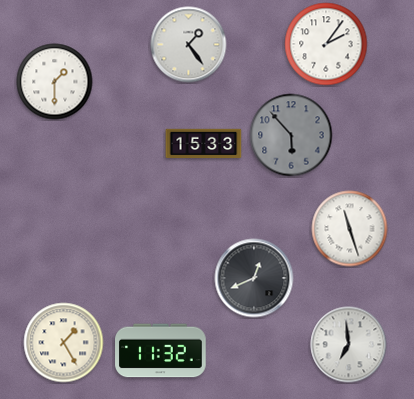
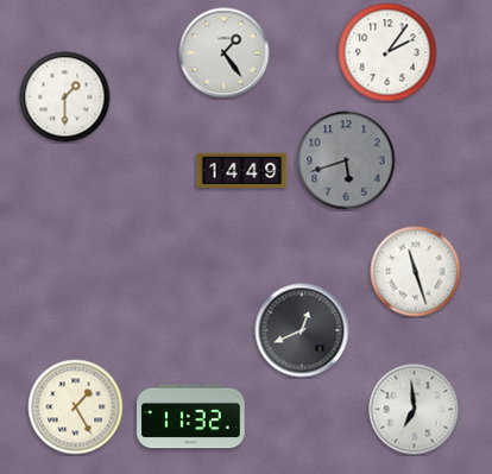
clock at (291, 135): 5:53 -> 5:42
clock at (204, 144): 15:33 -> 14:49
